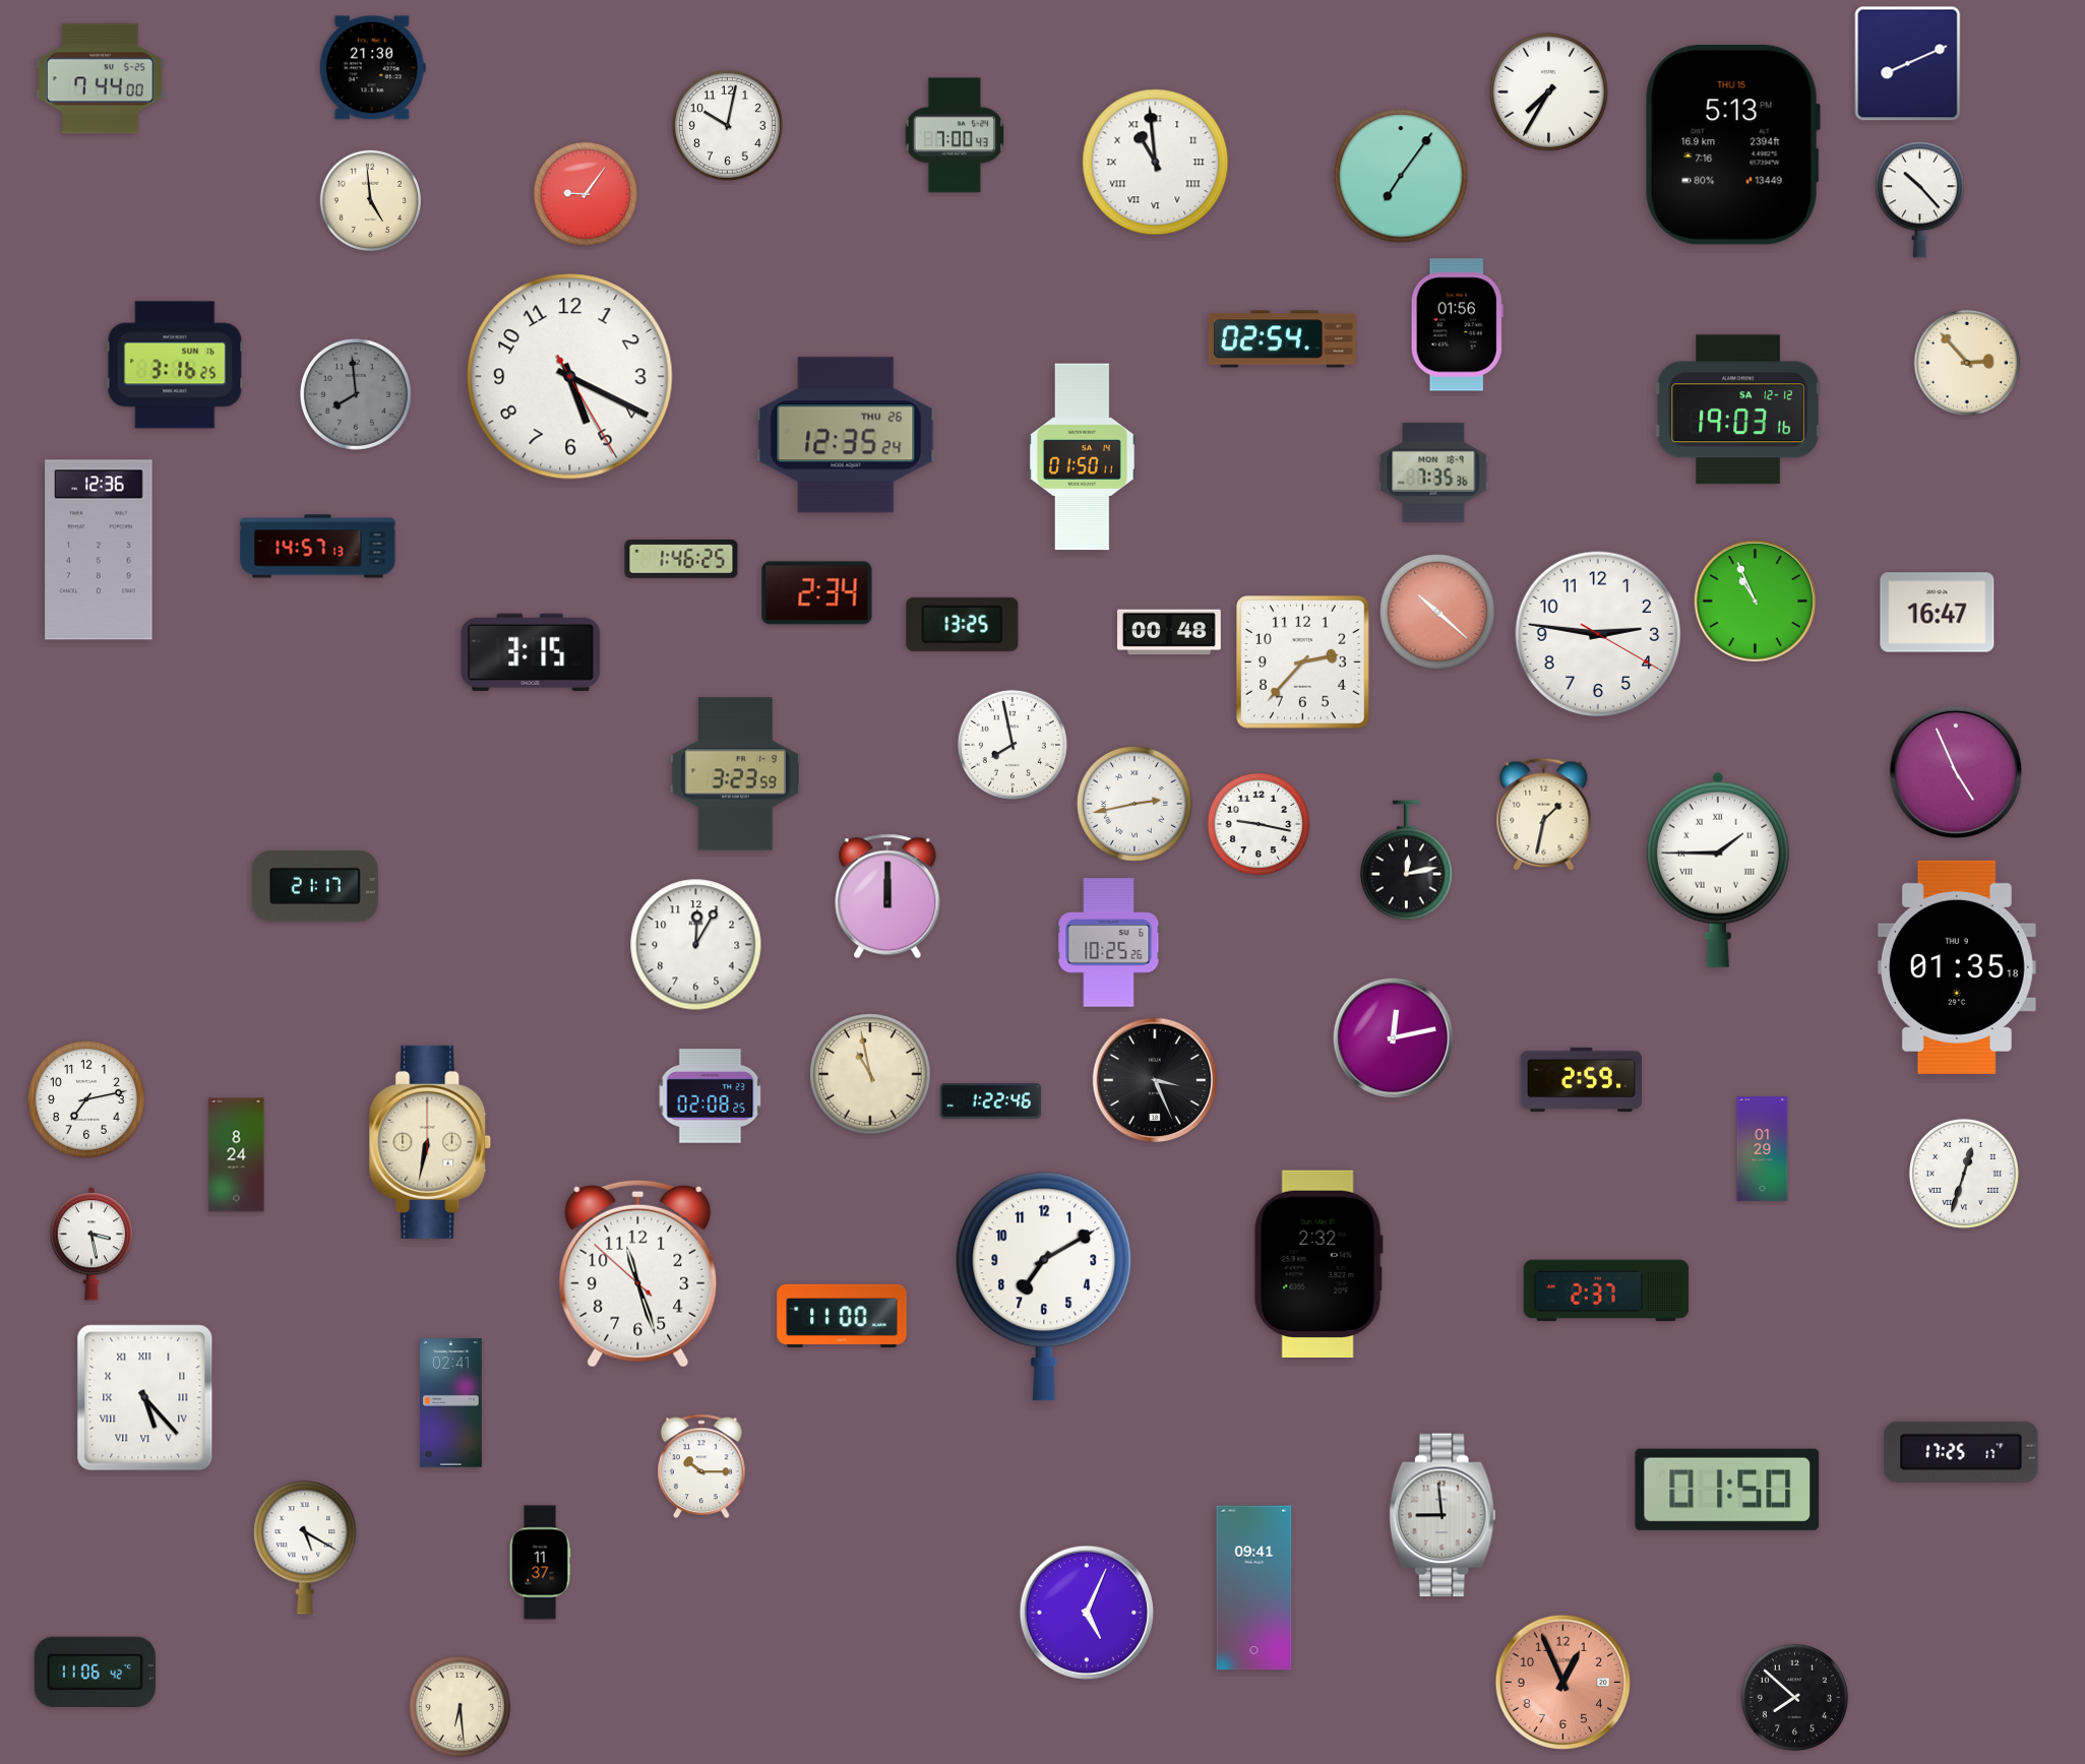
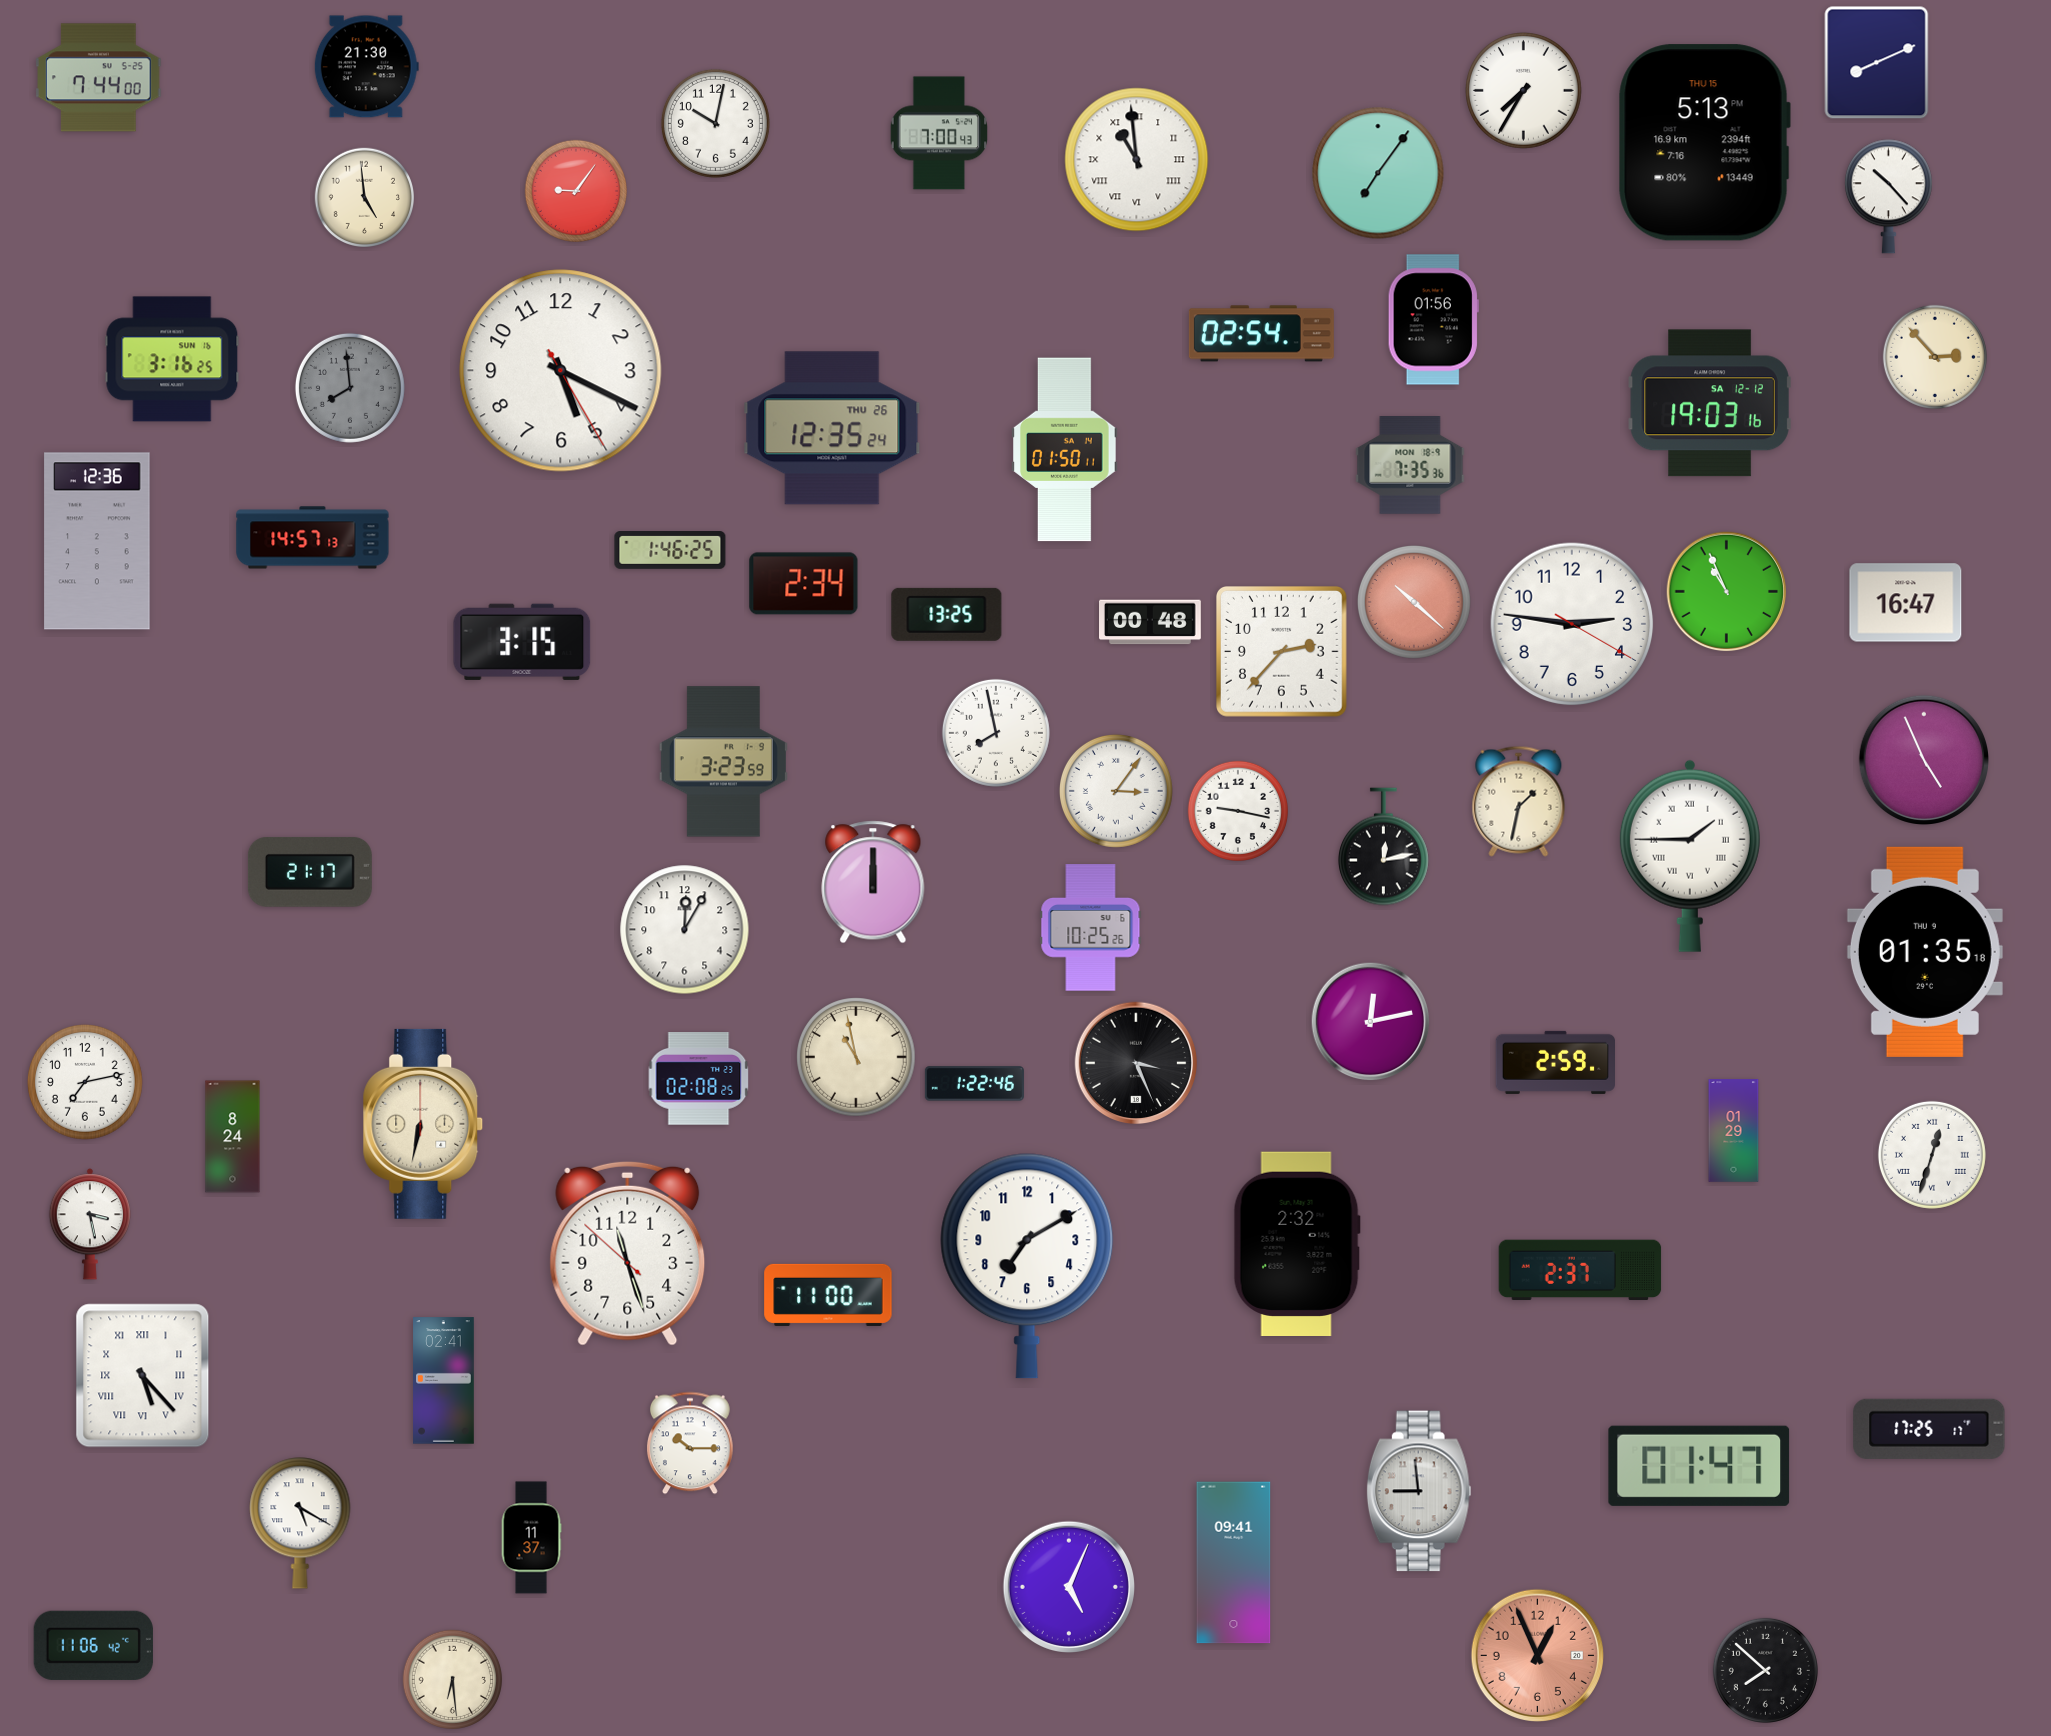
clock at (1135, 804): 2:43 -> 3:06
clock at (1727, 1490): 01:50 -> 01:47
